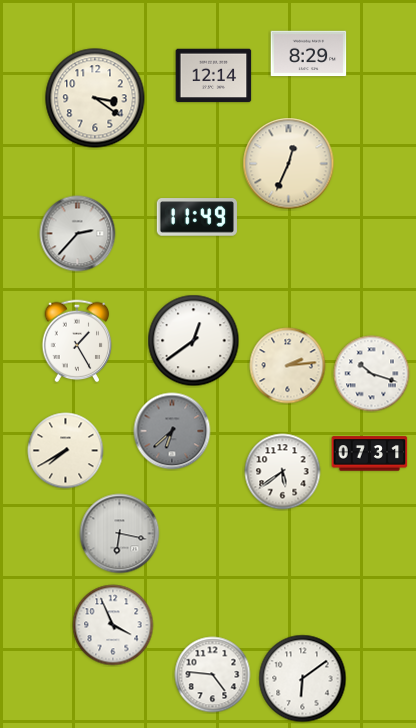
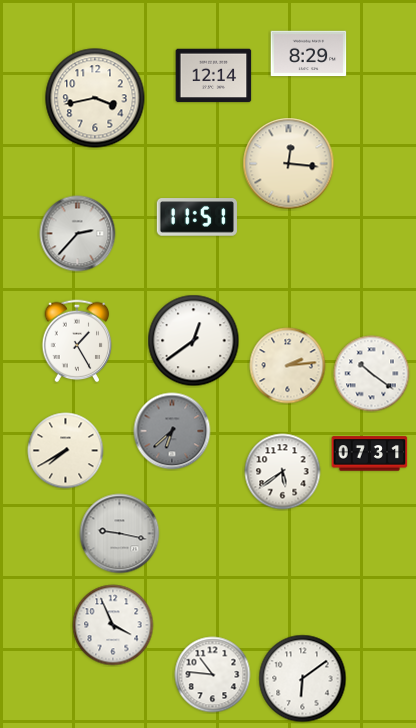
clock at (95, 98): 3:21 -> 3:43
clock at (289, 164): 12:34 -> 12:16
clock at (197, 217): 11:49 -> 11:51
clock at (372, 374): 10:18 -> 10:21
clock at (120, 534): 6:17 -> 9:17
clock at (213, 675): 4:46 -> 10:46
